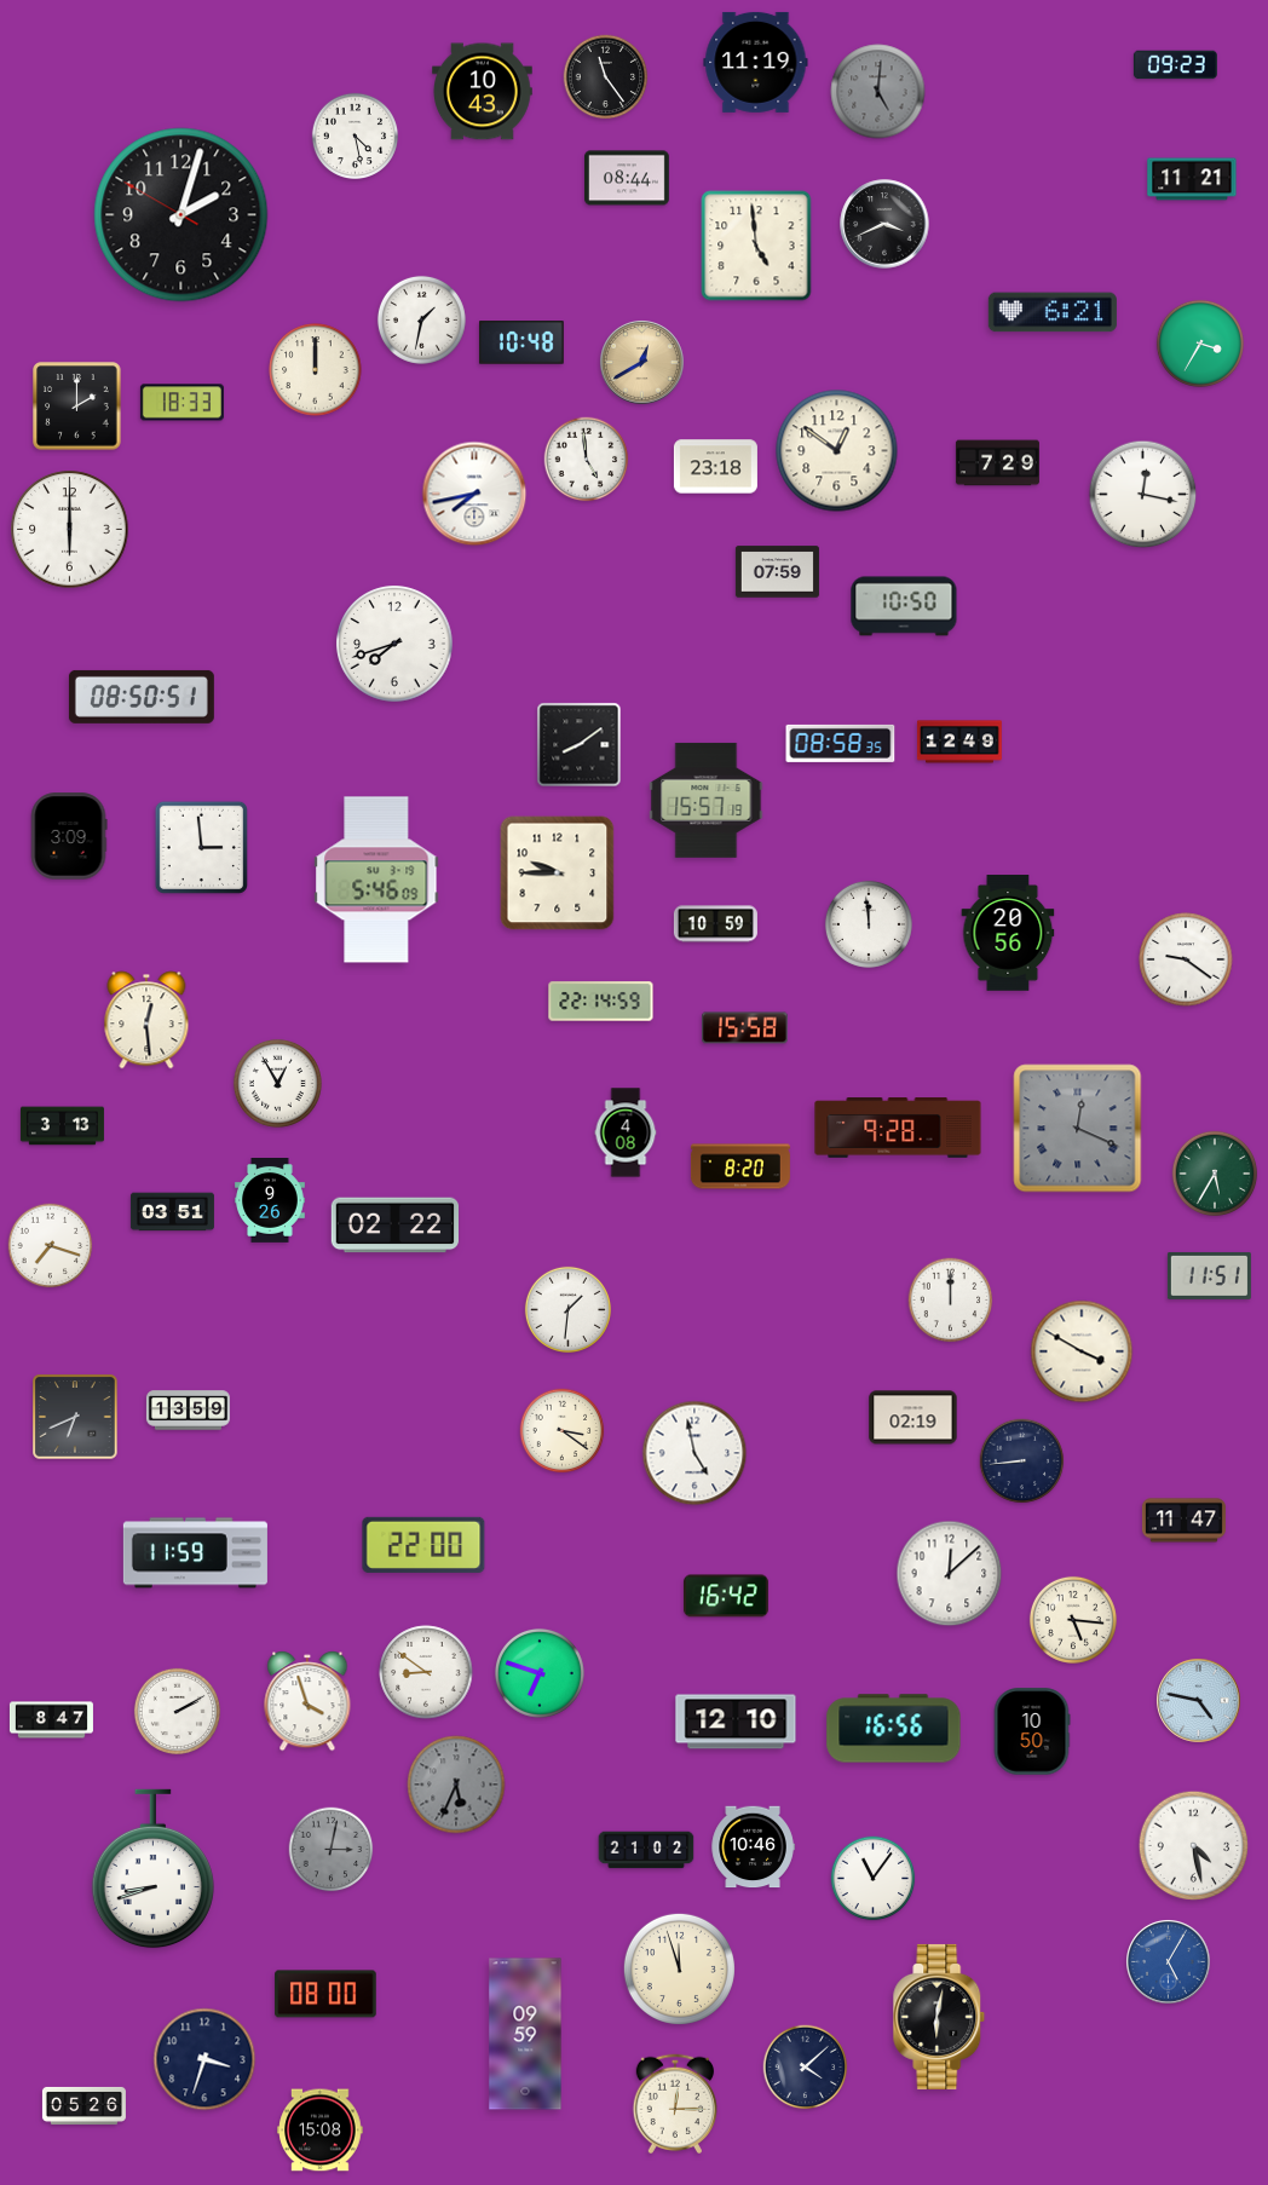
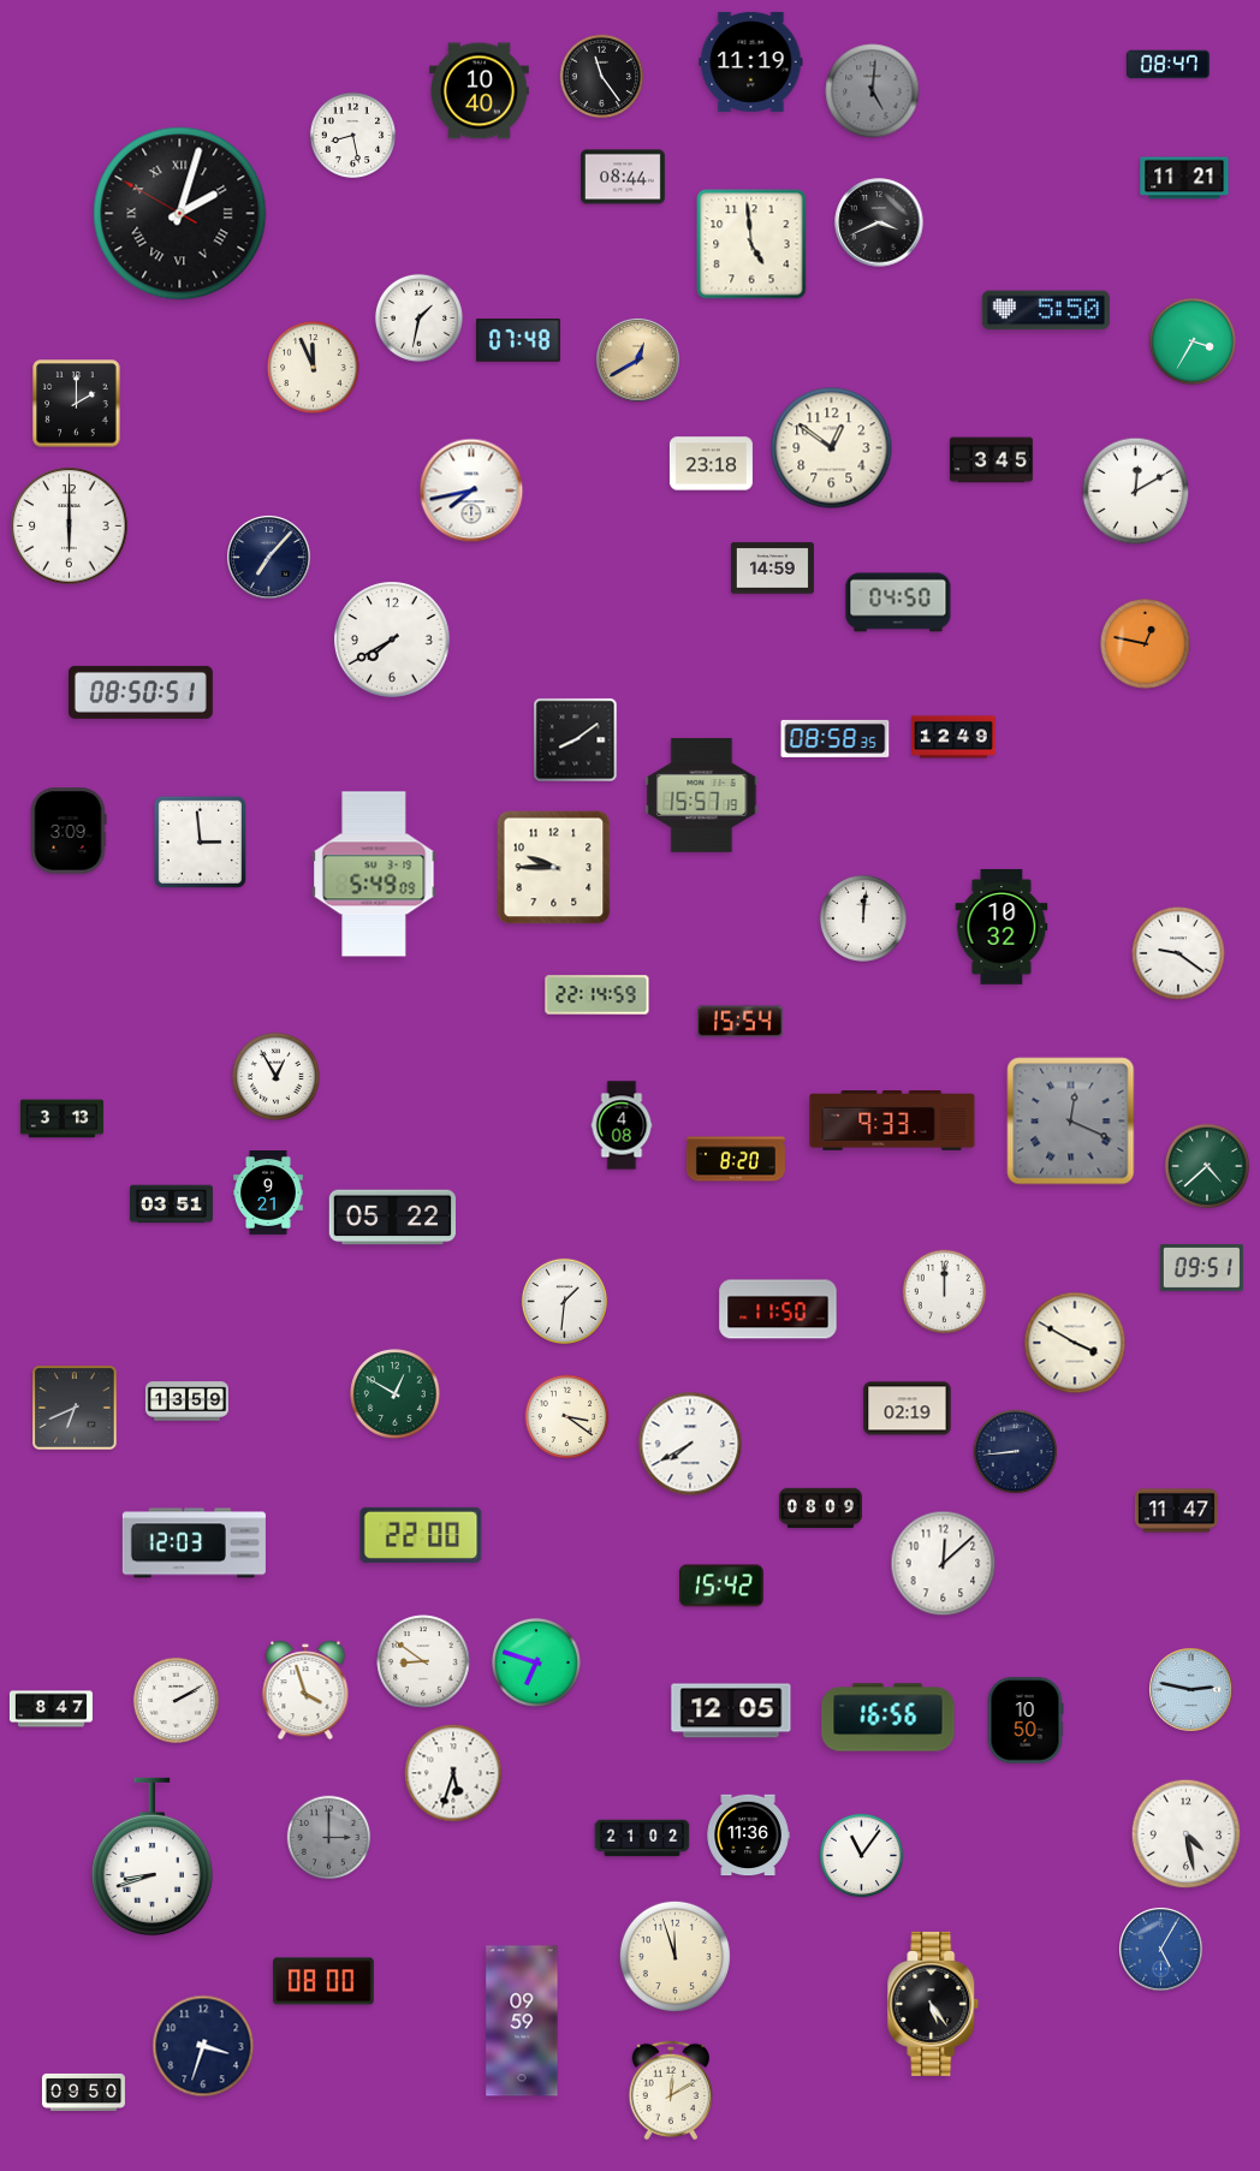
clock at (1175, 65): 09:23 -> 08:47
clock at (483, 92): 10:43 -> 10:40
clock at (355, 136): 4:28 -> 8:28
clock at (181, 215) numerals: Arabic -> Roman
clock at (1053, 312): 6:21 -> 5:50
clock at (521, 342): 10:48 -> 07:48
clock at (316, 370): 12:00 -> 11:56
clock at (181, 403): 18:33 -> none
clock at (587, 460): 4:59 -> none
clock at (997, 463): 7:29 -> 3:45
clock at (1143, 495): 12:17 -> 12:10
clock at (269, 558): none -> 7:07
clock at (777, 572): 07:59 -> 14:59
clock at (904, 606): 10:50 -> 04:50
clock at (394, 644): 7:42 -> 7:40
clock at (1146, 644): none -> 12:47
clock at (376, 880): 5:46 -> 5:49
clock at (715, 924): 10:59 -> none
clock at (869, 924): 11:59 -> 12:01
clock at (1008, 933): 20:56 -> 10:32
clock at (146, 1020): 12:29 -> none
clock at (745, 1028): 15:58 -> 15:54
clock at (898, 1128): 9:28 -> 9:33
clock at (1215, 1174): 5:35 -> 4:38
clock at (271, 1201): 9:26 -> 9:21
clock at (396, 1226): 02:22 -> 05:22
clock at (51, 1246): 7:18 -> none
clock at (1209, 1275): 11:51 -> 09:51
clock at (778, 1309): none -> 11:50
clock at (396, 1394): none -> 12:50
clock at (563, 1431) position: (563, 1431) -> (567, 1417)
clock at (694, 1453): 4:58 -> 7:40
clock at (820, 1509): none -> 08:09
clock at (195, 1553): 11:59 -> 12:03
clock at (726, 1596): 16:42 -> 15:42
clock at (1073, 1620): 5:16 -> none
clock at (1199, 1701): 4:47 -> 2:47
clock at (736, 1722): 12:10 -> 12:05
clock at (456, 1785): 5:34 -> 5:33
clock at (456, 1785) dial: grey -> white
clock at (753, 1847): 10:46 -> 11:36
clock at (332, 1850): 3:02 -> 3:00
clock at (874, 1879) position: (874, 1879) -> (862, 1856)
clock at (939, 2017): 6:02 -> 5:24
clock at (806, 2068): 4:08 -> none
clock at (675, 2103): 12:15 -> 12:10
clock at (83, 2105): 05:26 -> 09:50
clock at (321, 2131): 15:08 -> none
